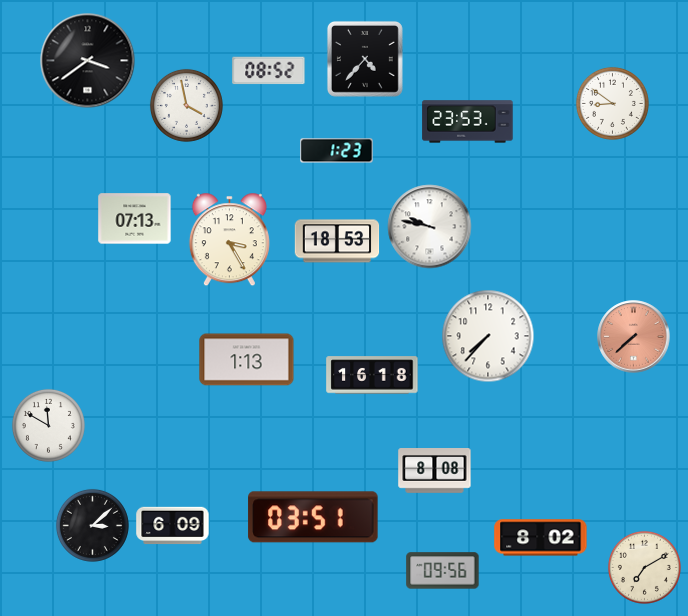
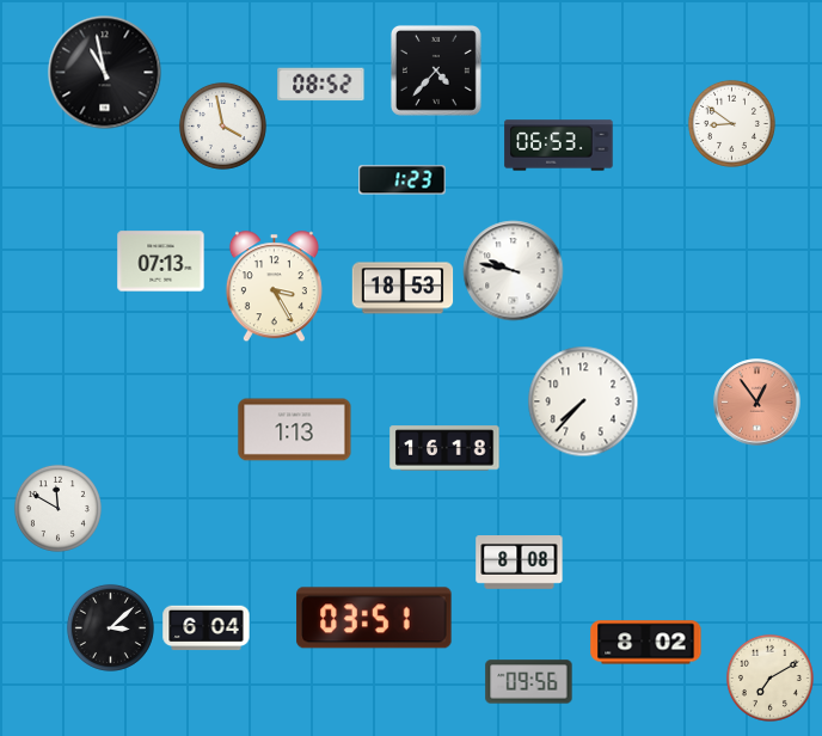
clock at (88, 61): 3:39 -> 10:58
clock at (468, 122): 23:53 -> 06:53
clock at (634, 337): 7:38 -> 12:54
clock at (173, 526): 6:09 -> 6:04
